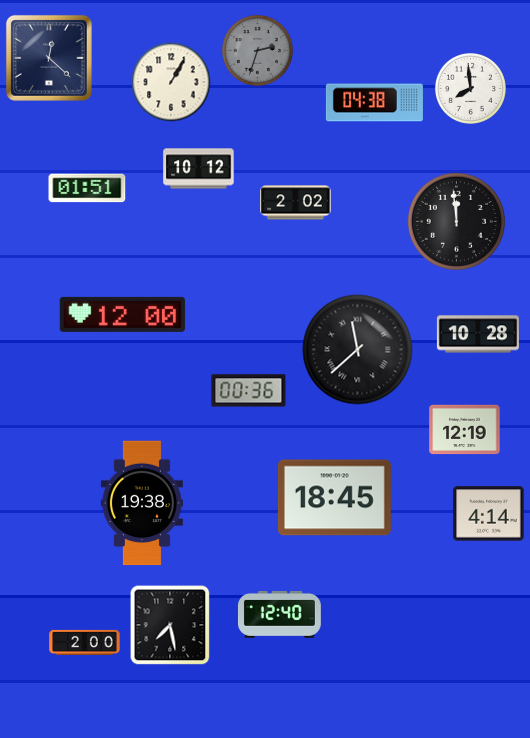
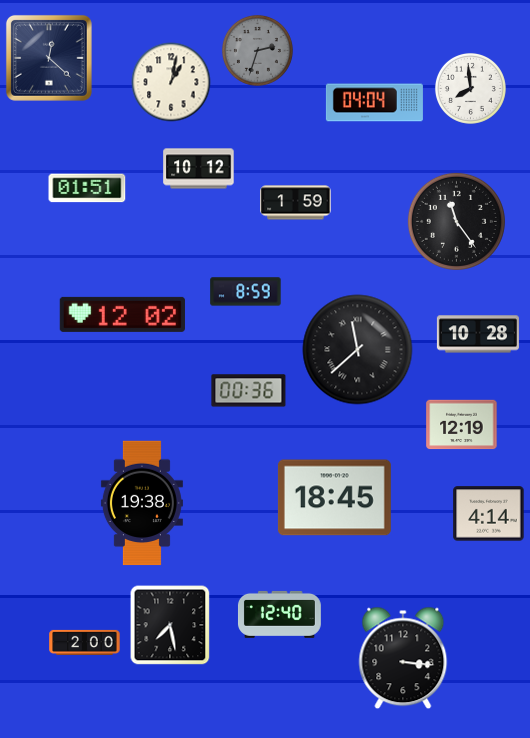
clock at (171, 82): 1:05 -> 1:02
clock at (374, 103): 04:38 -> 04:04
clock at (296, 203): 2:02 -> 1:59
clock at (456, 221): 11:59 -> 11:24
clock at (246, 292): none -> 8:59
clock at (122, 314): 12:00 -> 12:02
clock at (465, 430) position: (465, 430) -> (462, 425)
clock at (403, 658): none -> 3:16
